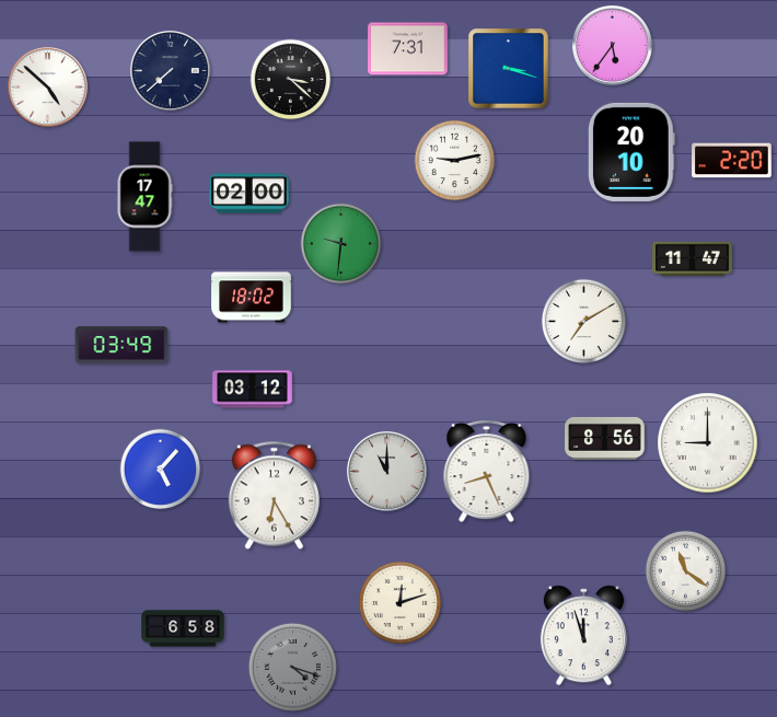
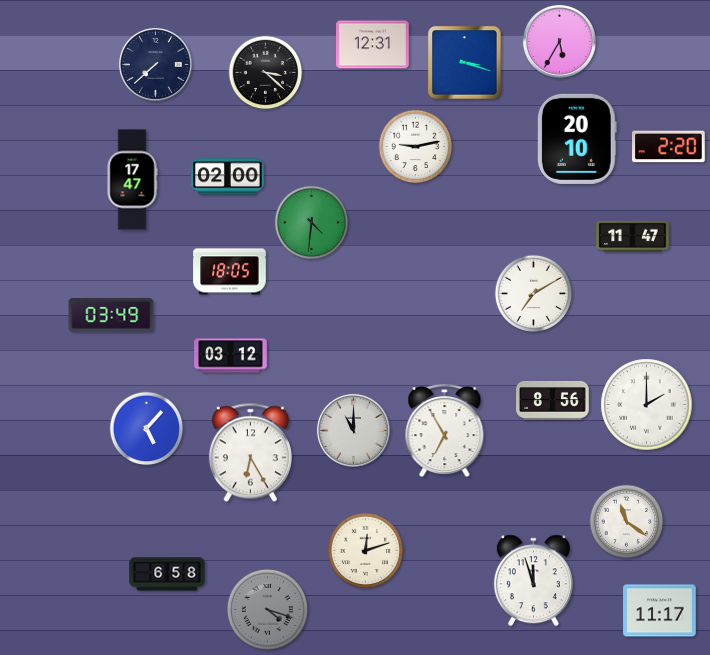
clock at (612, 45): 5:36 -> 5:35
clock at (408, 49): 7:31 -> 12:31
clock at (47, 86): 4:52 -> none
clock at (341, 244): 9:31 -> 4:31
clock at (252, 298): 18:02 -> 18:05
clock at (708, 443): 9:00 -> 2:00
clock at (487, 472): 8:26 -> 6:55
clock at (660, 611): none -> 11:17
